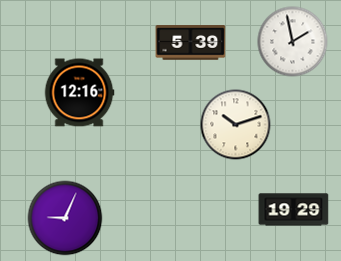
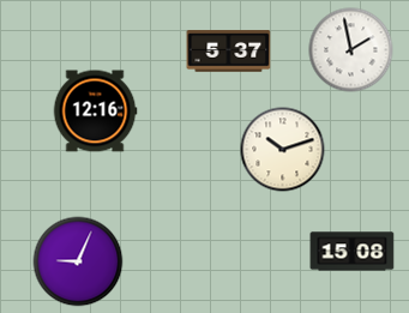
clock at (191, 43): 5:39 -> 5:37
clock at (294, 210): 19:29 -> 15:08
